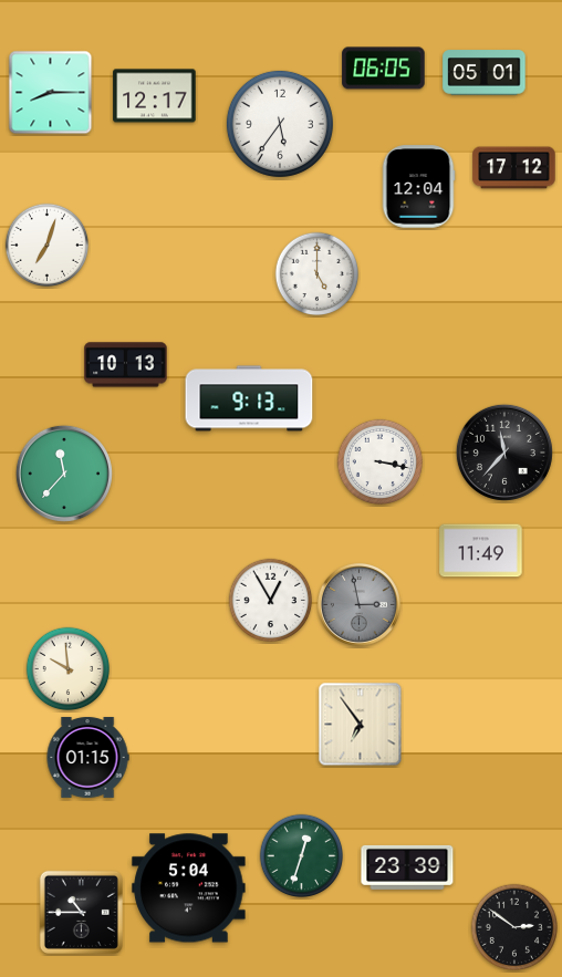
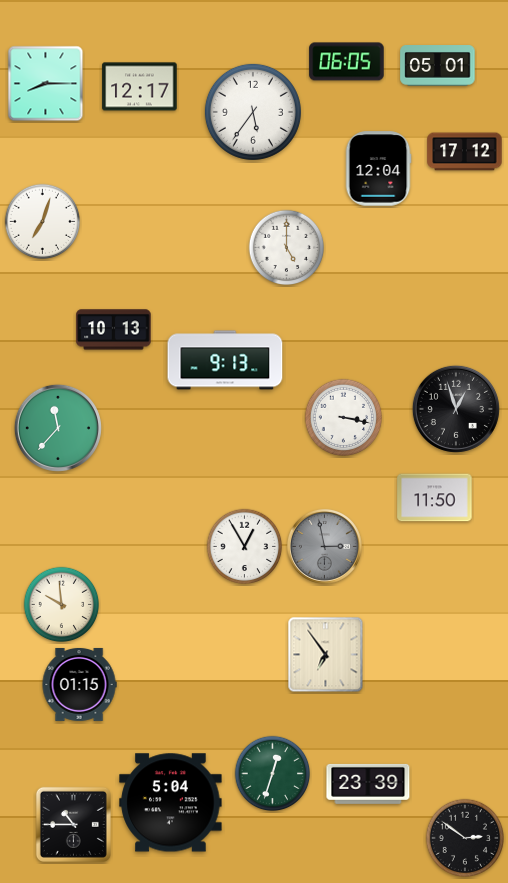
clock at (504, 453): 11:37 -> 12:57
clock at (481, 551): 11:49 -> 11:50
clock at (271, 601) position: (271, 601) -> (245, 547)
